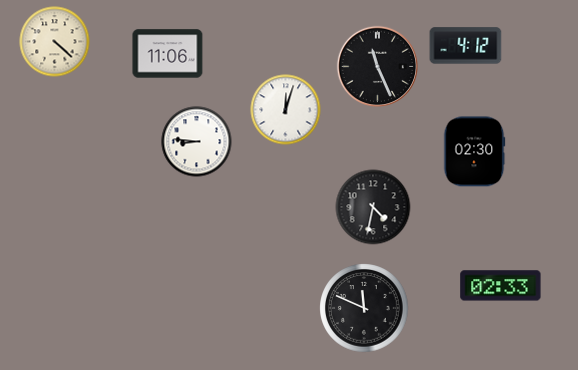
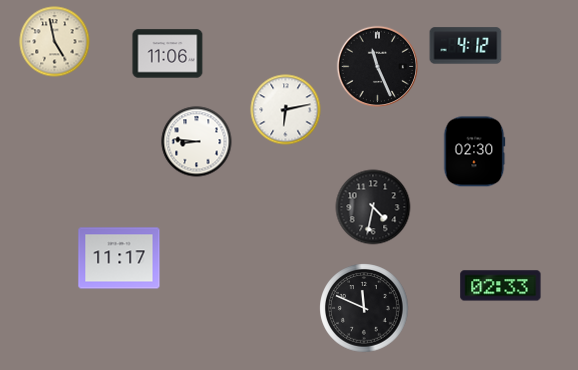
clock at (55, 42): 4:22 -> 4:58
clock at (286, 110): 12:03 -> 6:13
clock at (119, 258): none -> 11:17
